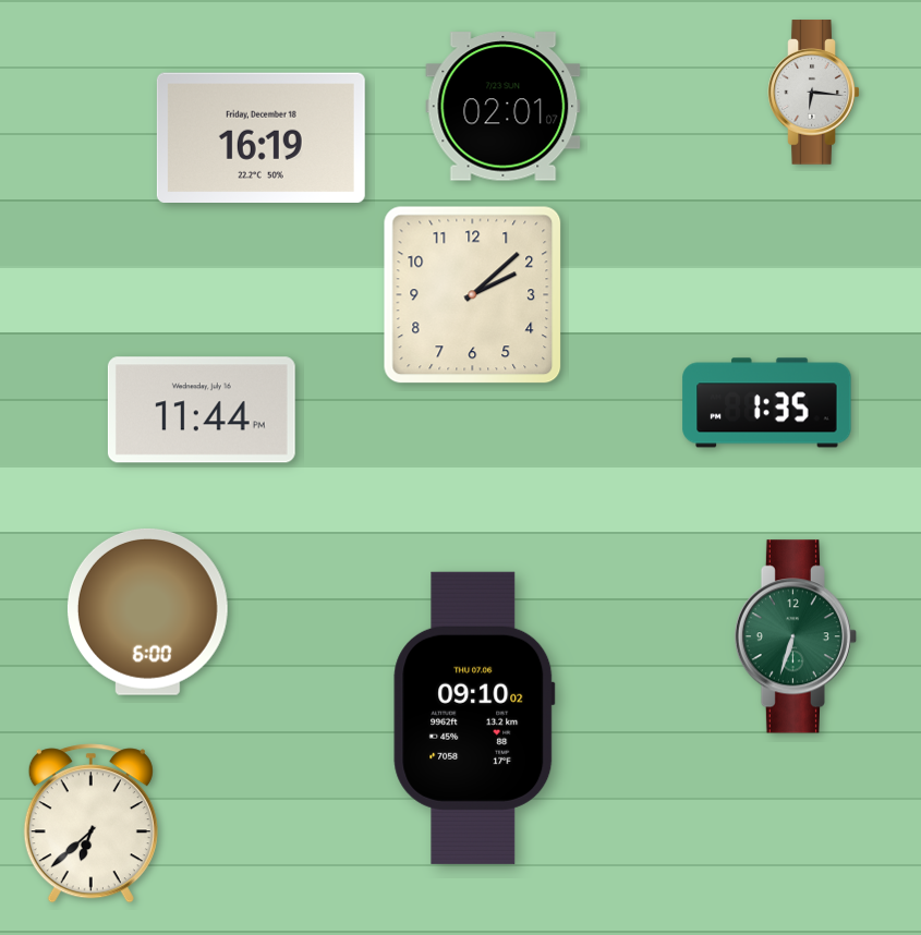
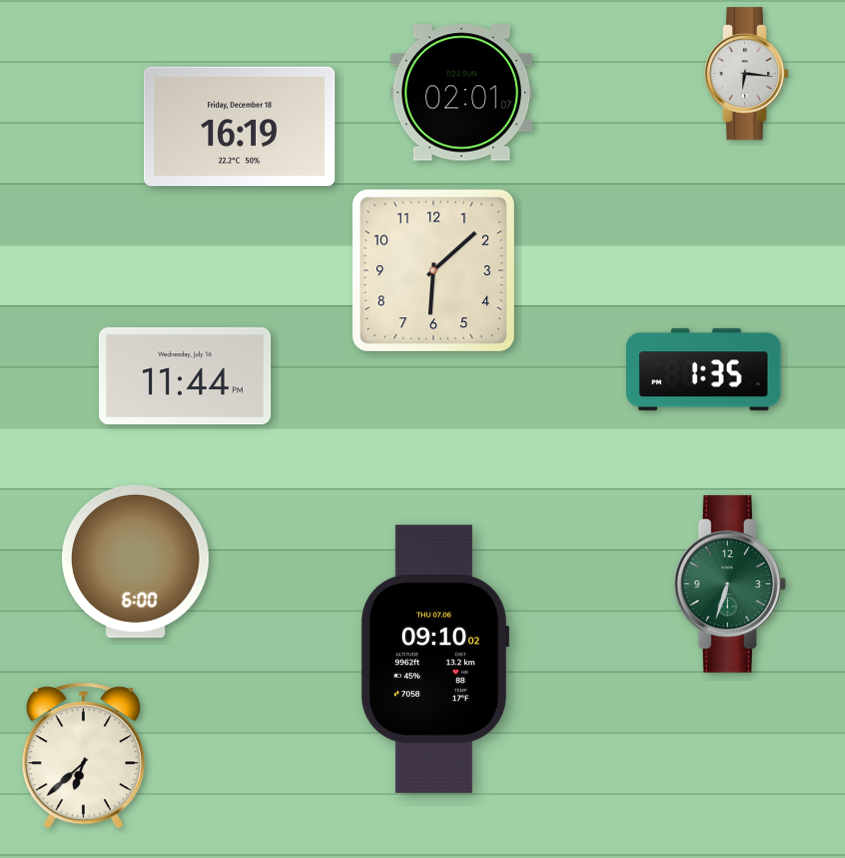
clock at (814, 93) position: (814, 93) -> (747, 74)
clock at (504, 107) position: (504, 107) -> (462, 93)
clock at (473, 295): 2:08 -> 6:08
